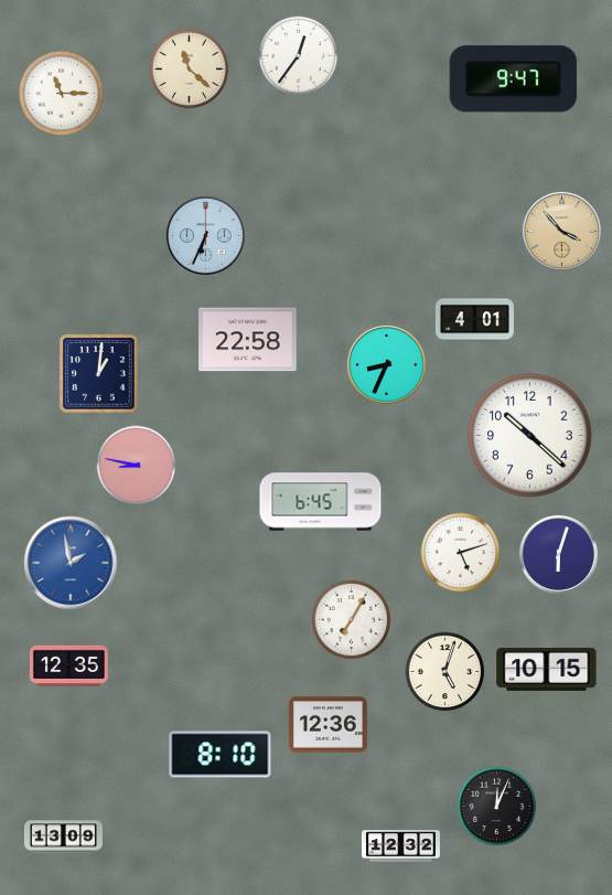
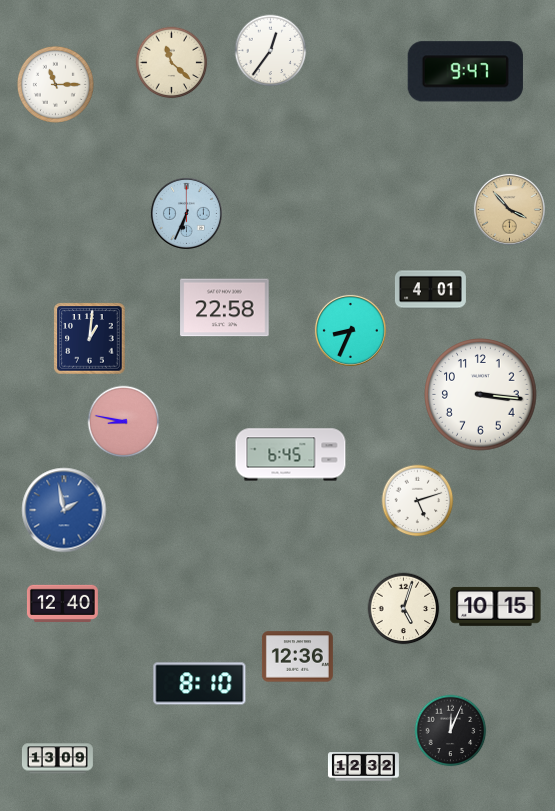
clock at (530, 436): 10:22 -> 3:16
clock at (558, 554): 6:03 -> none
clock at (352, 620): 7:05 -> none
clock at (68, 665): 12:35 -> 12:40
